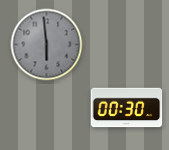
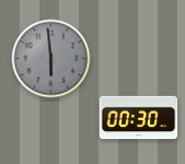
clock at (47, 45) position: (47, 45) -> (51, 59)
